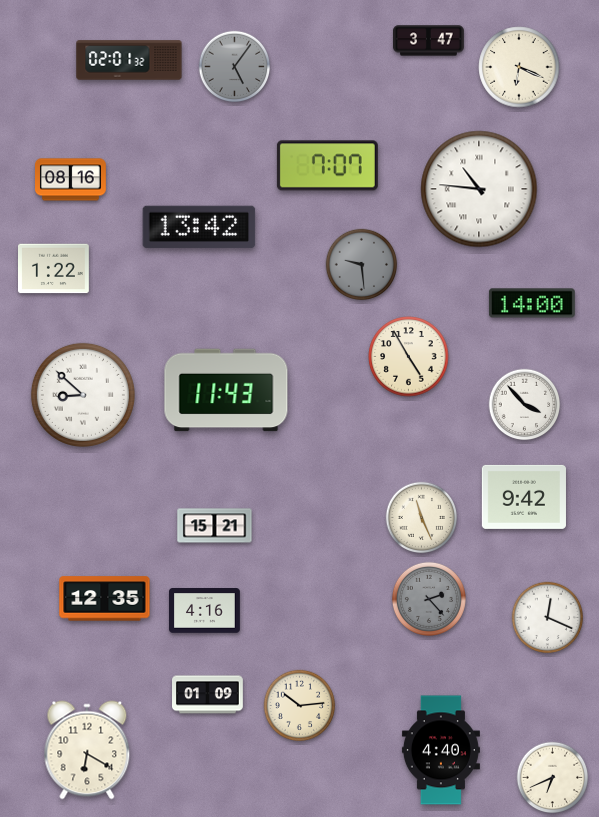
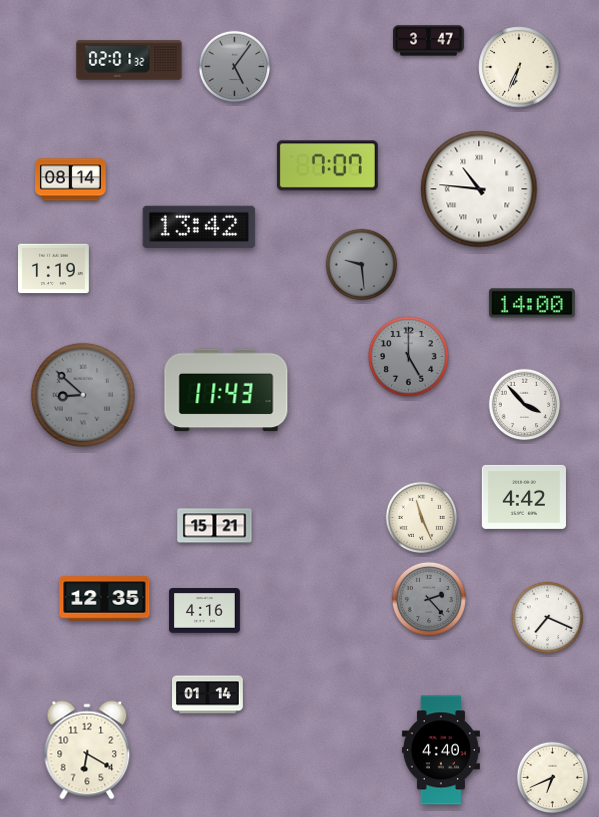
clock at (519, 67): 6:19 -> 6:34
clock at (71, 180): 08:16 -> 08:14
clock at (54, 269): 1:22 -> 1:19
clock at (409, 357): 4:55 -> 5:00
clock at (409, 357) dial: cream -> grey
clock at (83, 395) dial: white -> grey
clock at (524, 497): 9:42 -> 4:42
clock at (548, 618): 12:19 -> 7:19
clock at (208, 695): 01:09 -> 01:14
clock at (300, 706): 10:14 -> none
